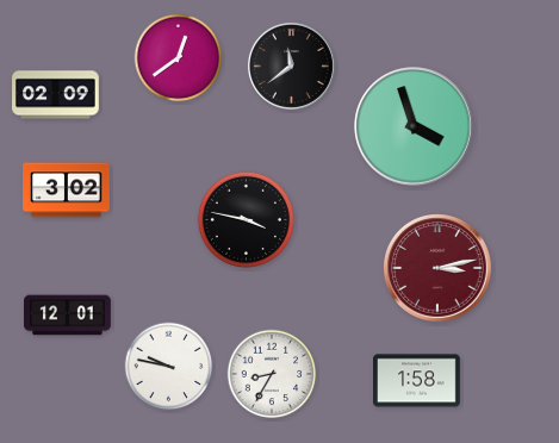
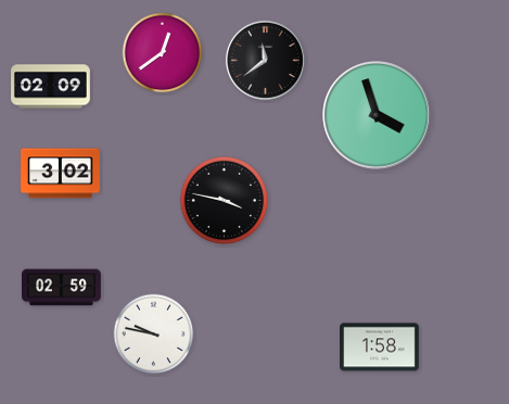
clock at (437, 268): 3:13 -> none
clock at (68, 316): 12:01 -> 02:59
clock at (272, 374): 8:35 -> none
